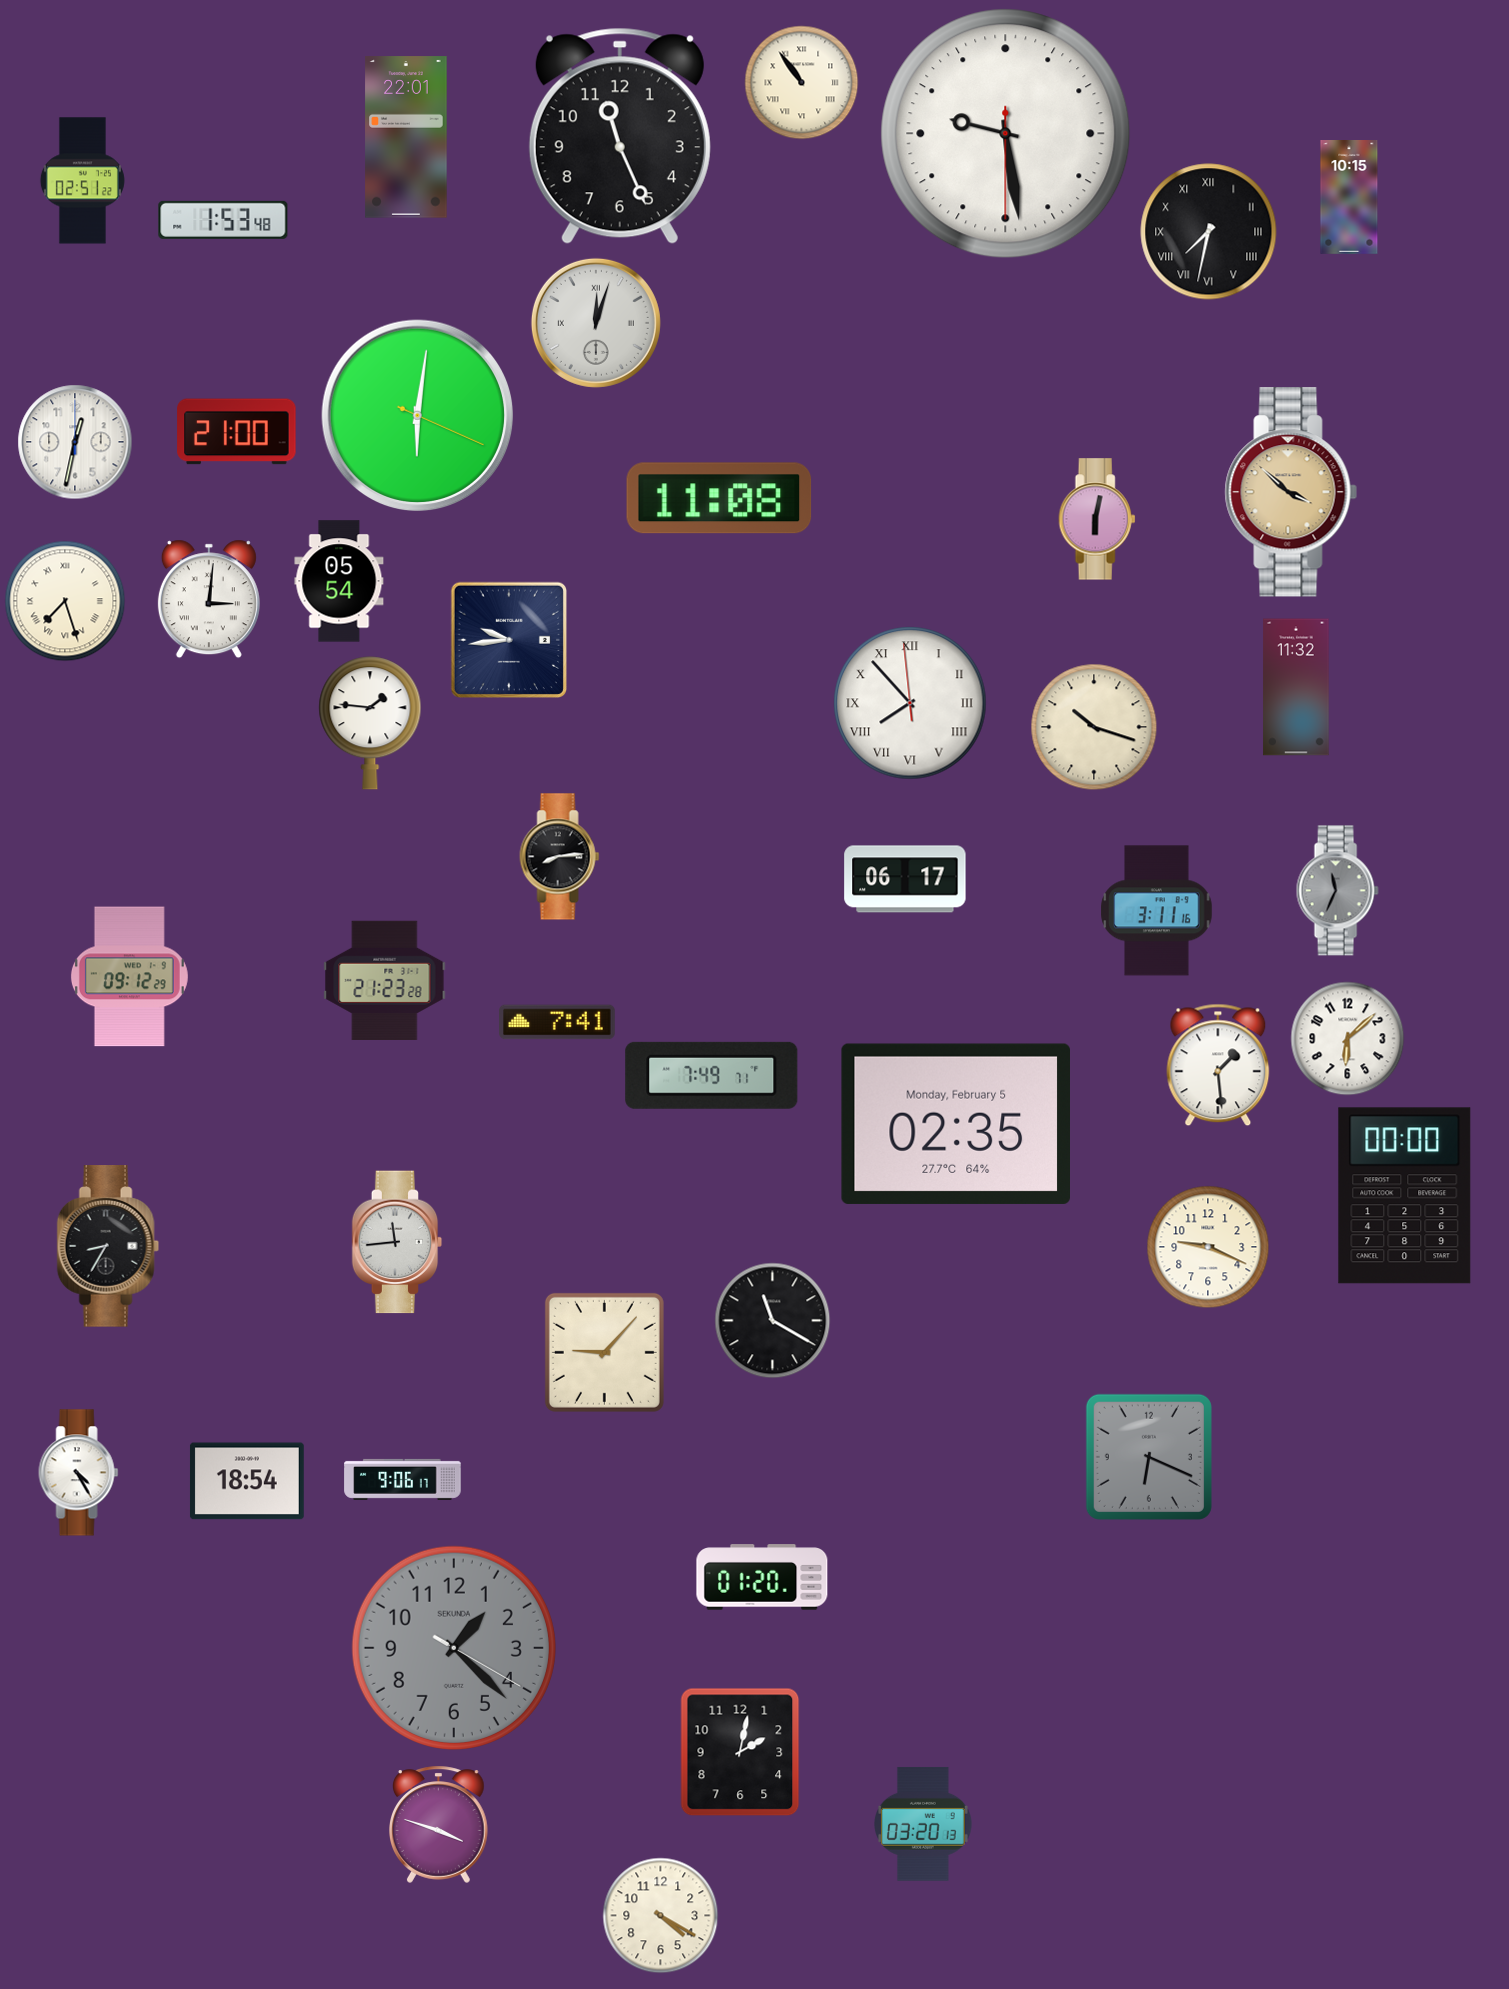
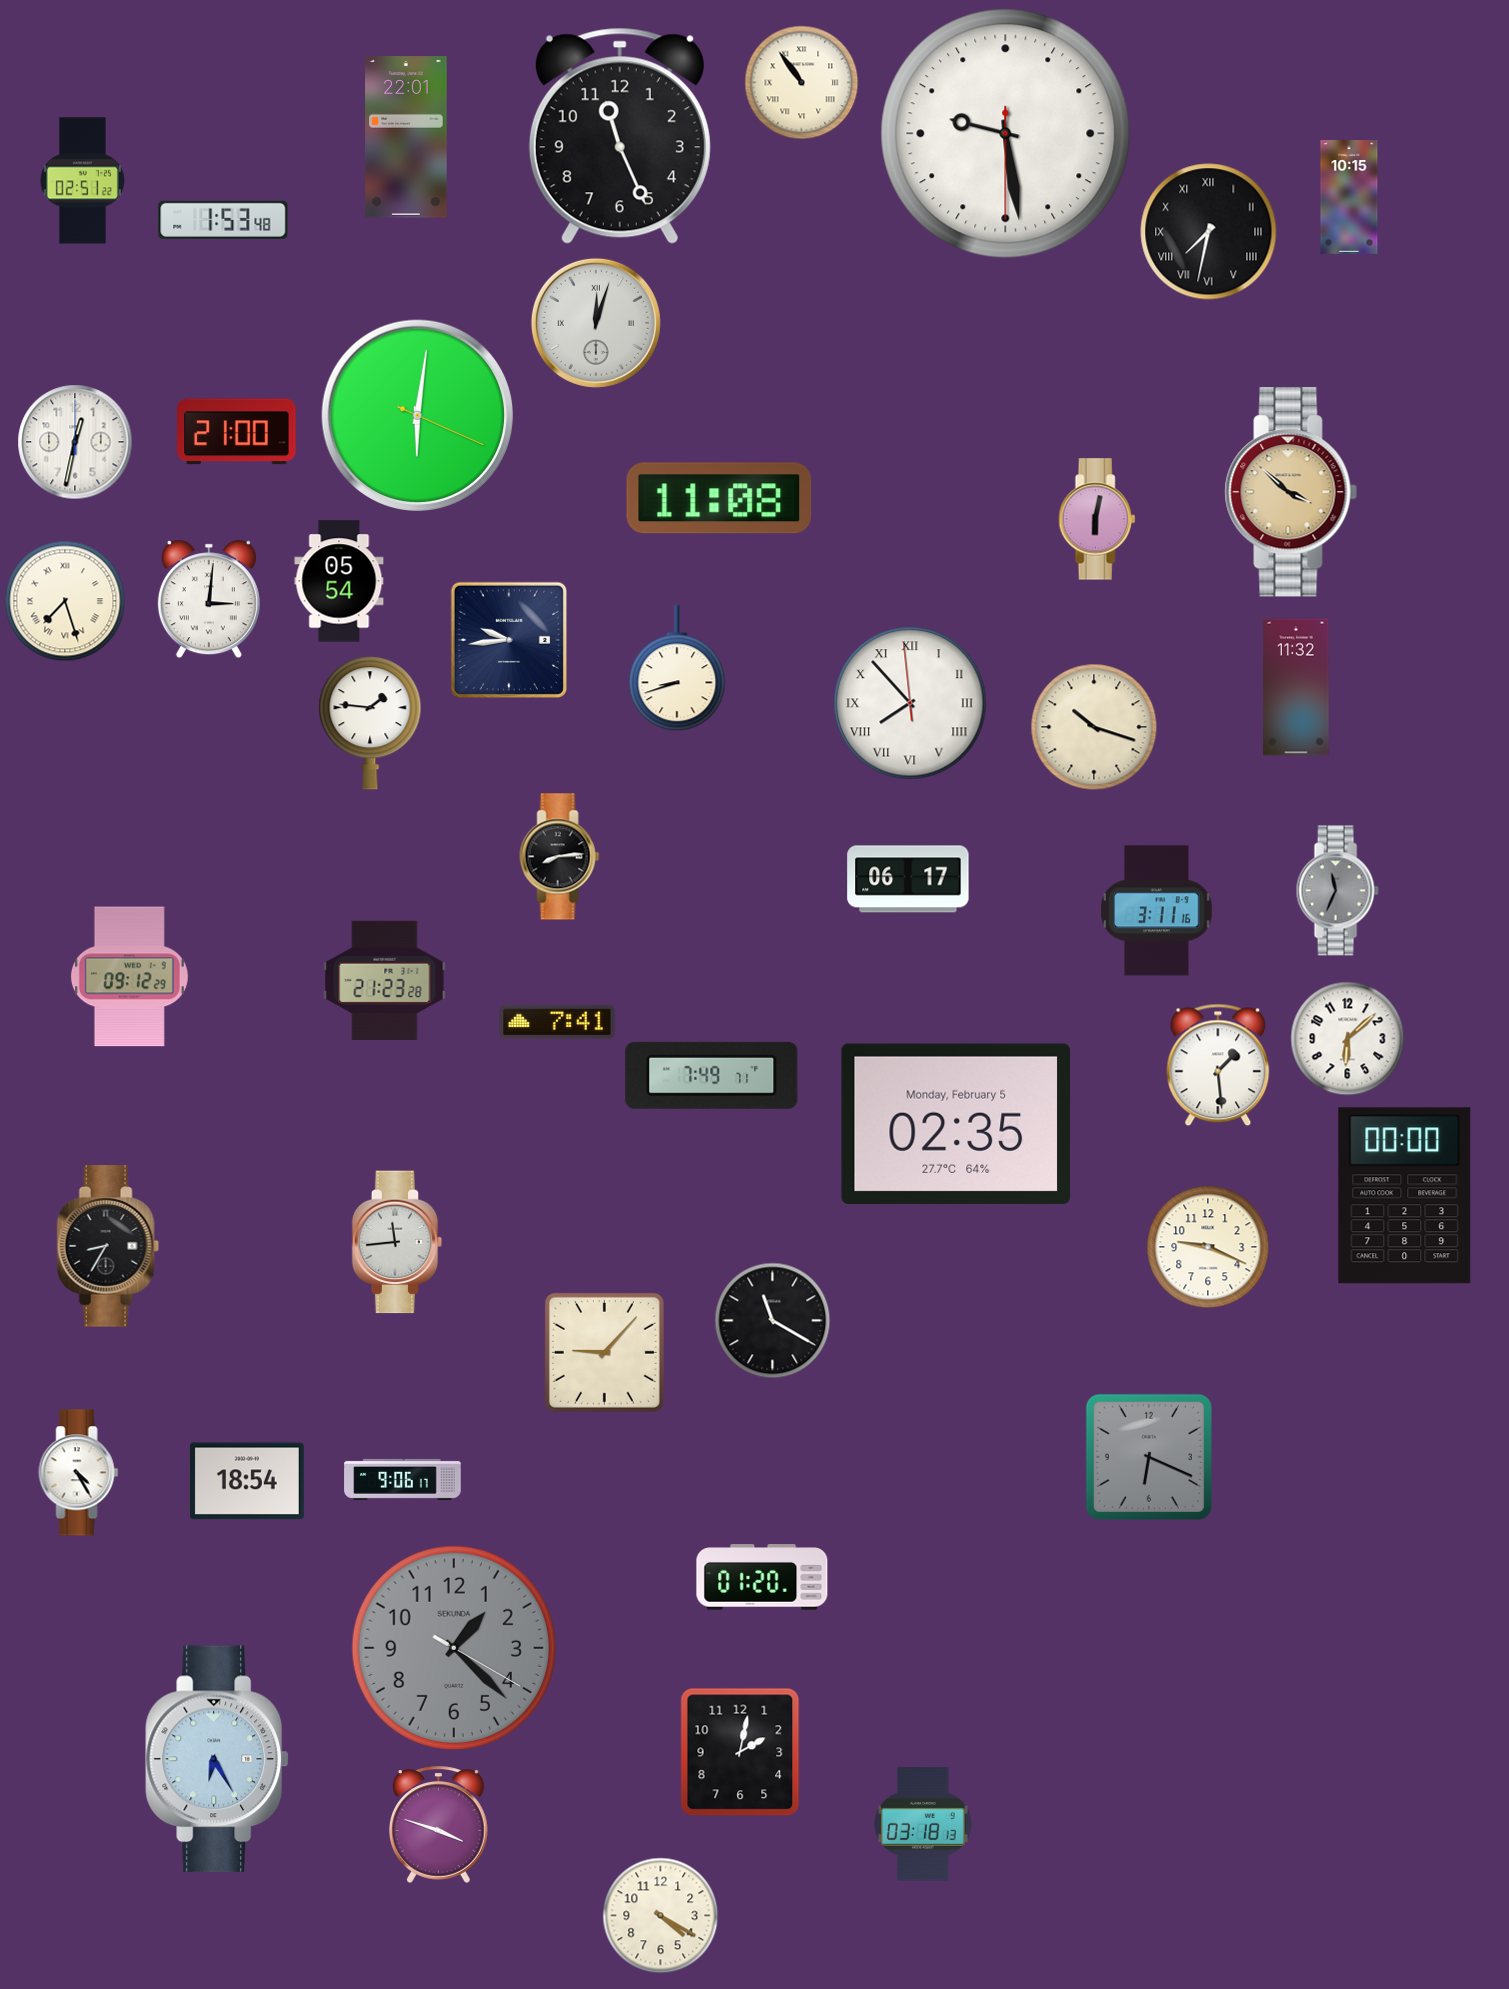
clock at (677, 669): none -> 8:42
clock at (905, 879) position: (905, 879) -> (908, 879)
clock at (217, 1759): none -> 6:25
clock at (924, 1824): 03:20 -> 03:18
